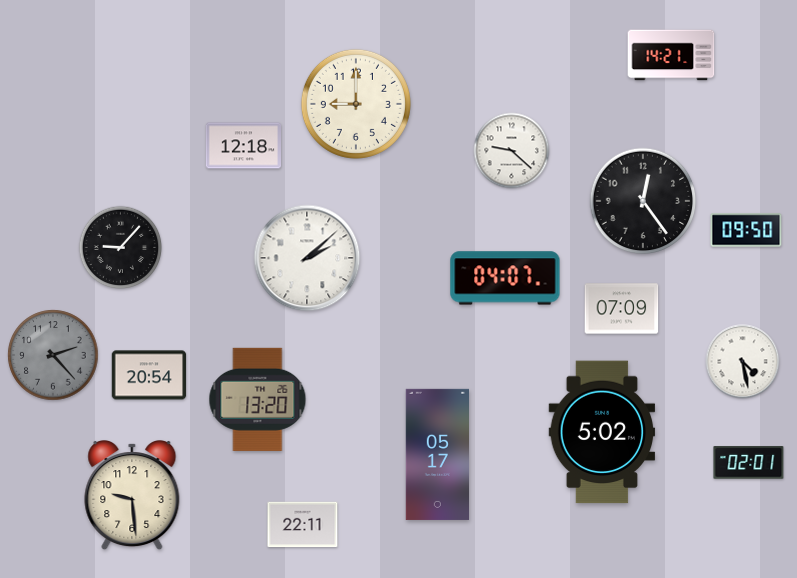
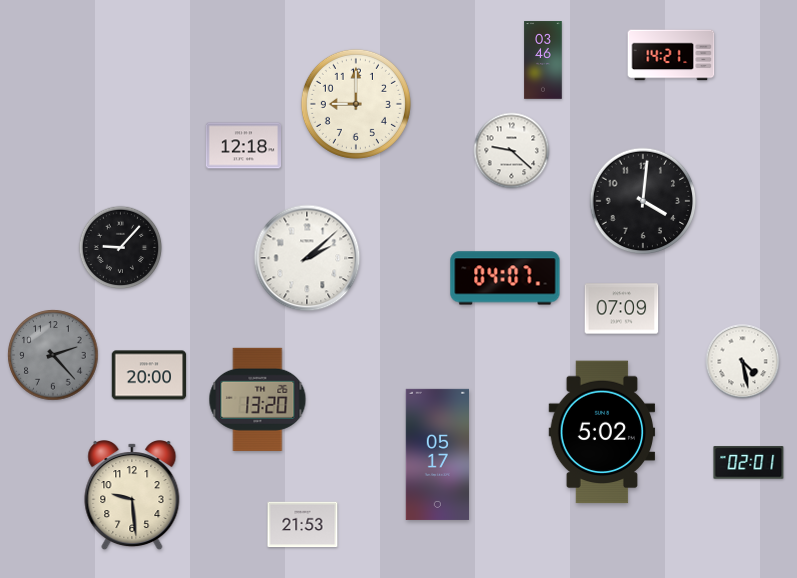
clock at (543, 60): none -> 03:46
clock at (643, 201): 12:24 -> 4:01
clock at (746, 230): 09:50 -> none
clock at (149, 375): 20:54 -> 20:00
clock at (303, 525): 22:11 -> 21:53
